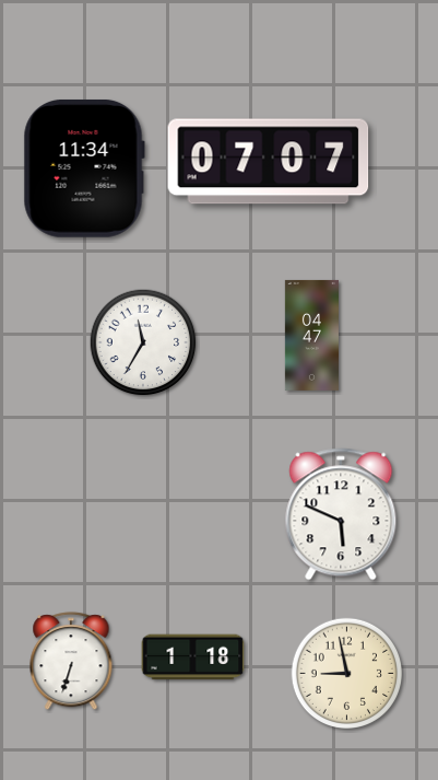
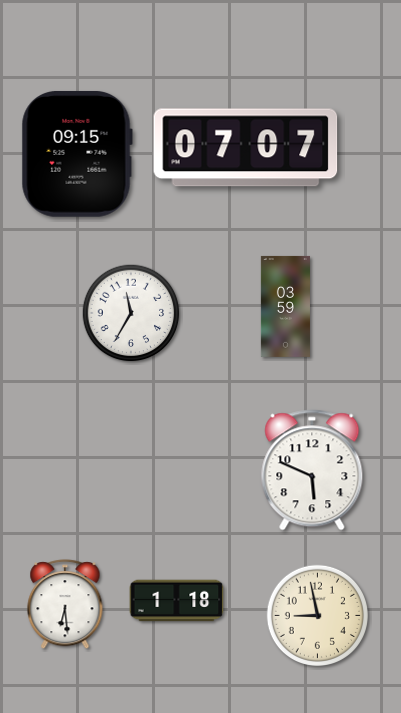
clock at (84, 168): 11:34 -> 09:15
clock at (311, 335): 04:47 -> 03:59
clock at (71, 662): 6:33 -> 6:29
